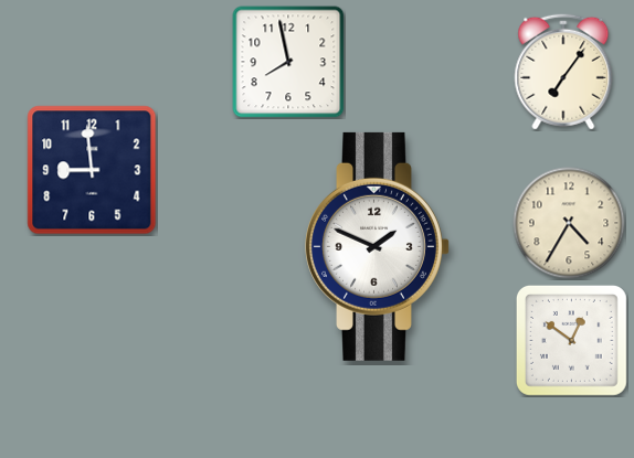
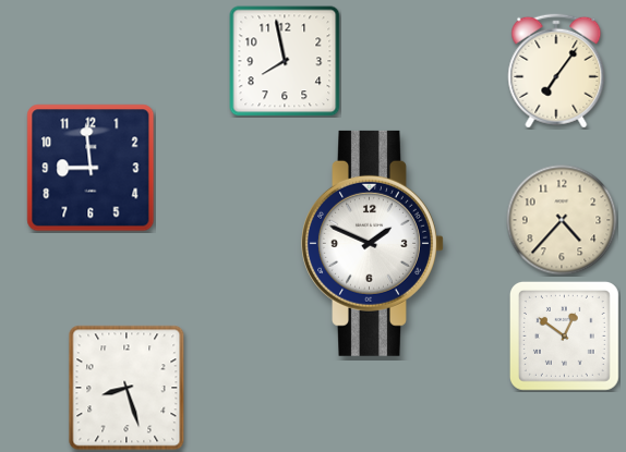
clock at (569, 223): 4:35 -> 4:37
clock at (127, 388): none -> 8:27
